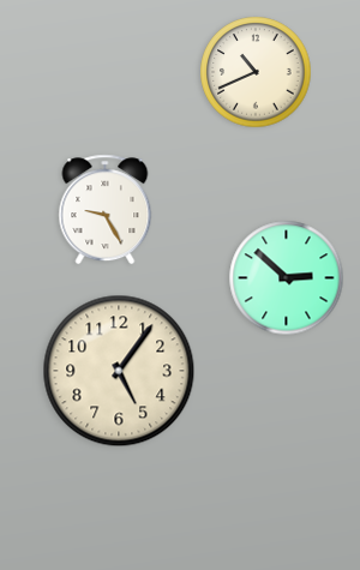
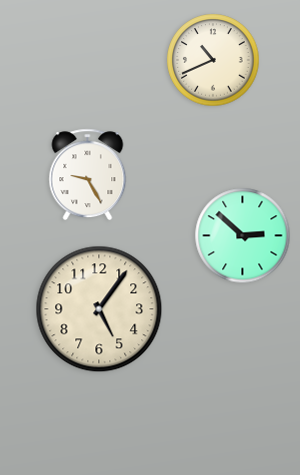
clock at (287, 278) position: (287, 278) -> (243, 236)
